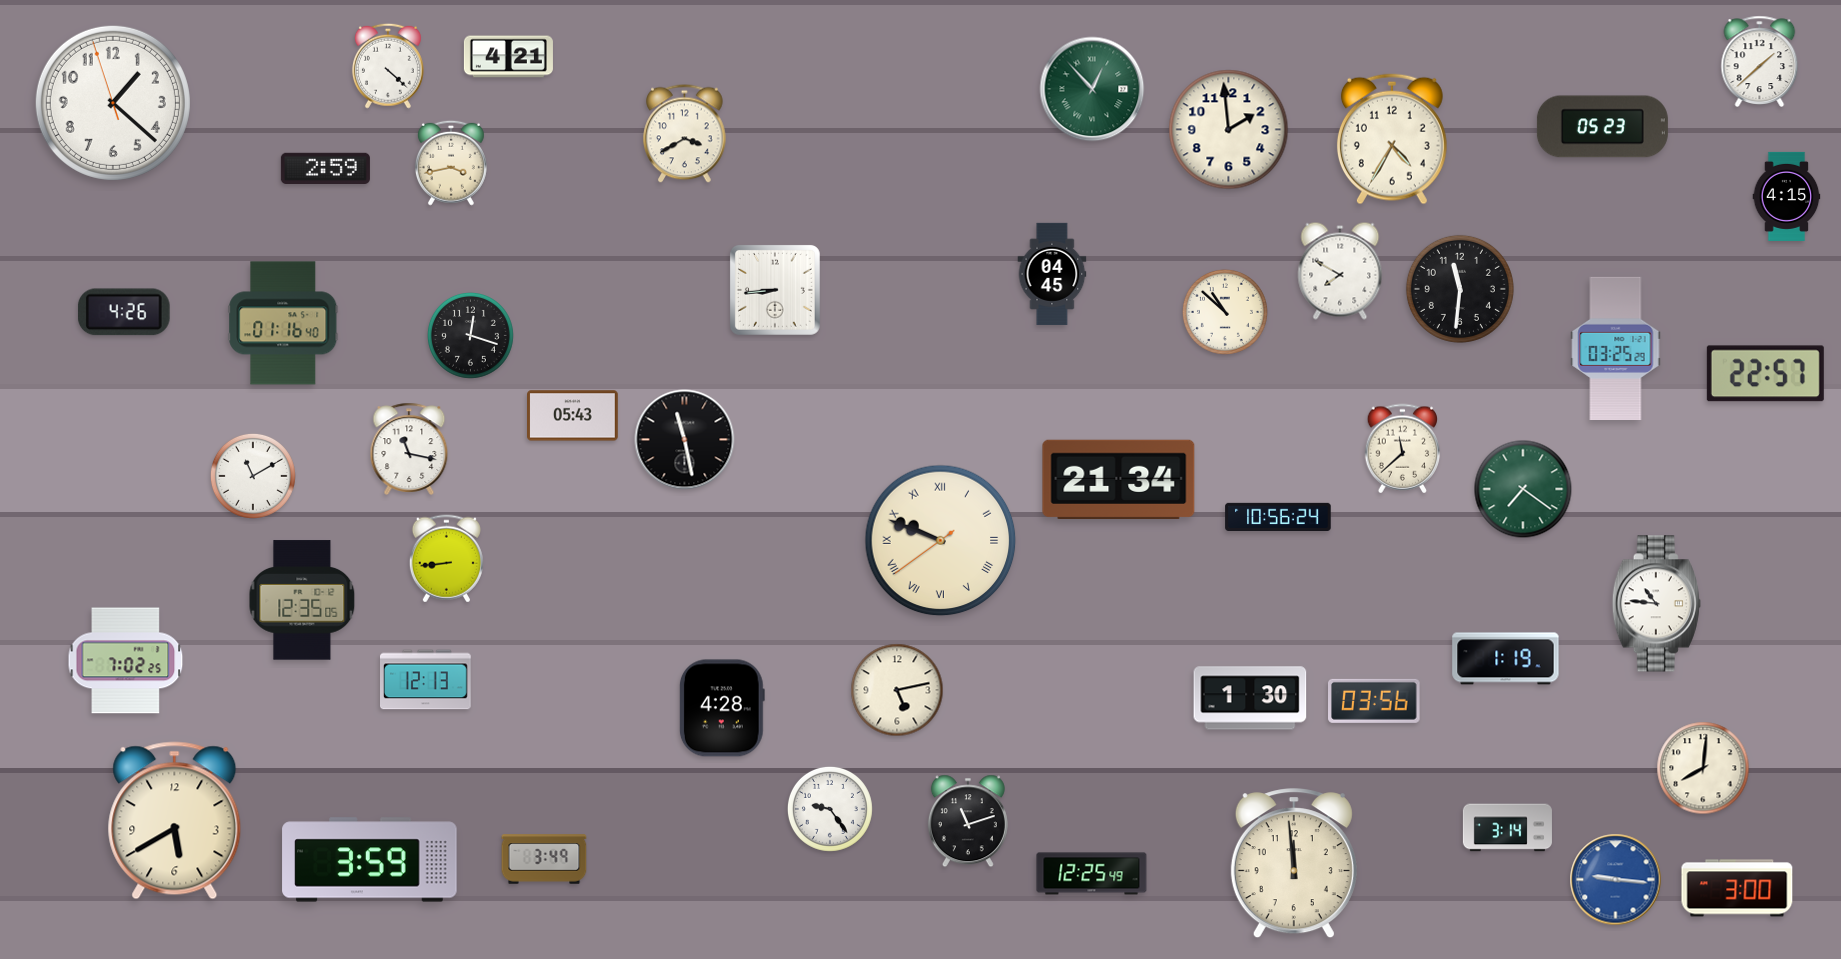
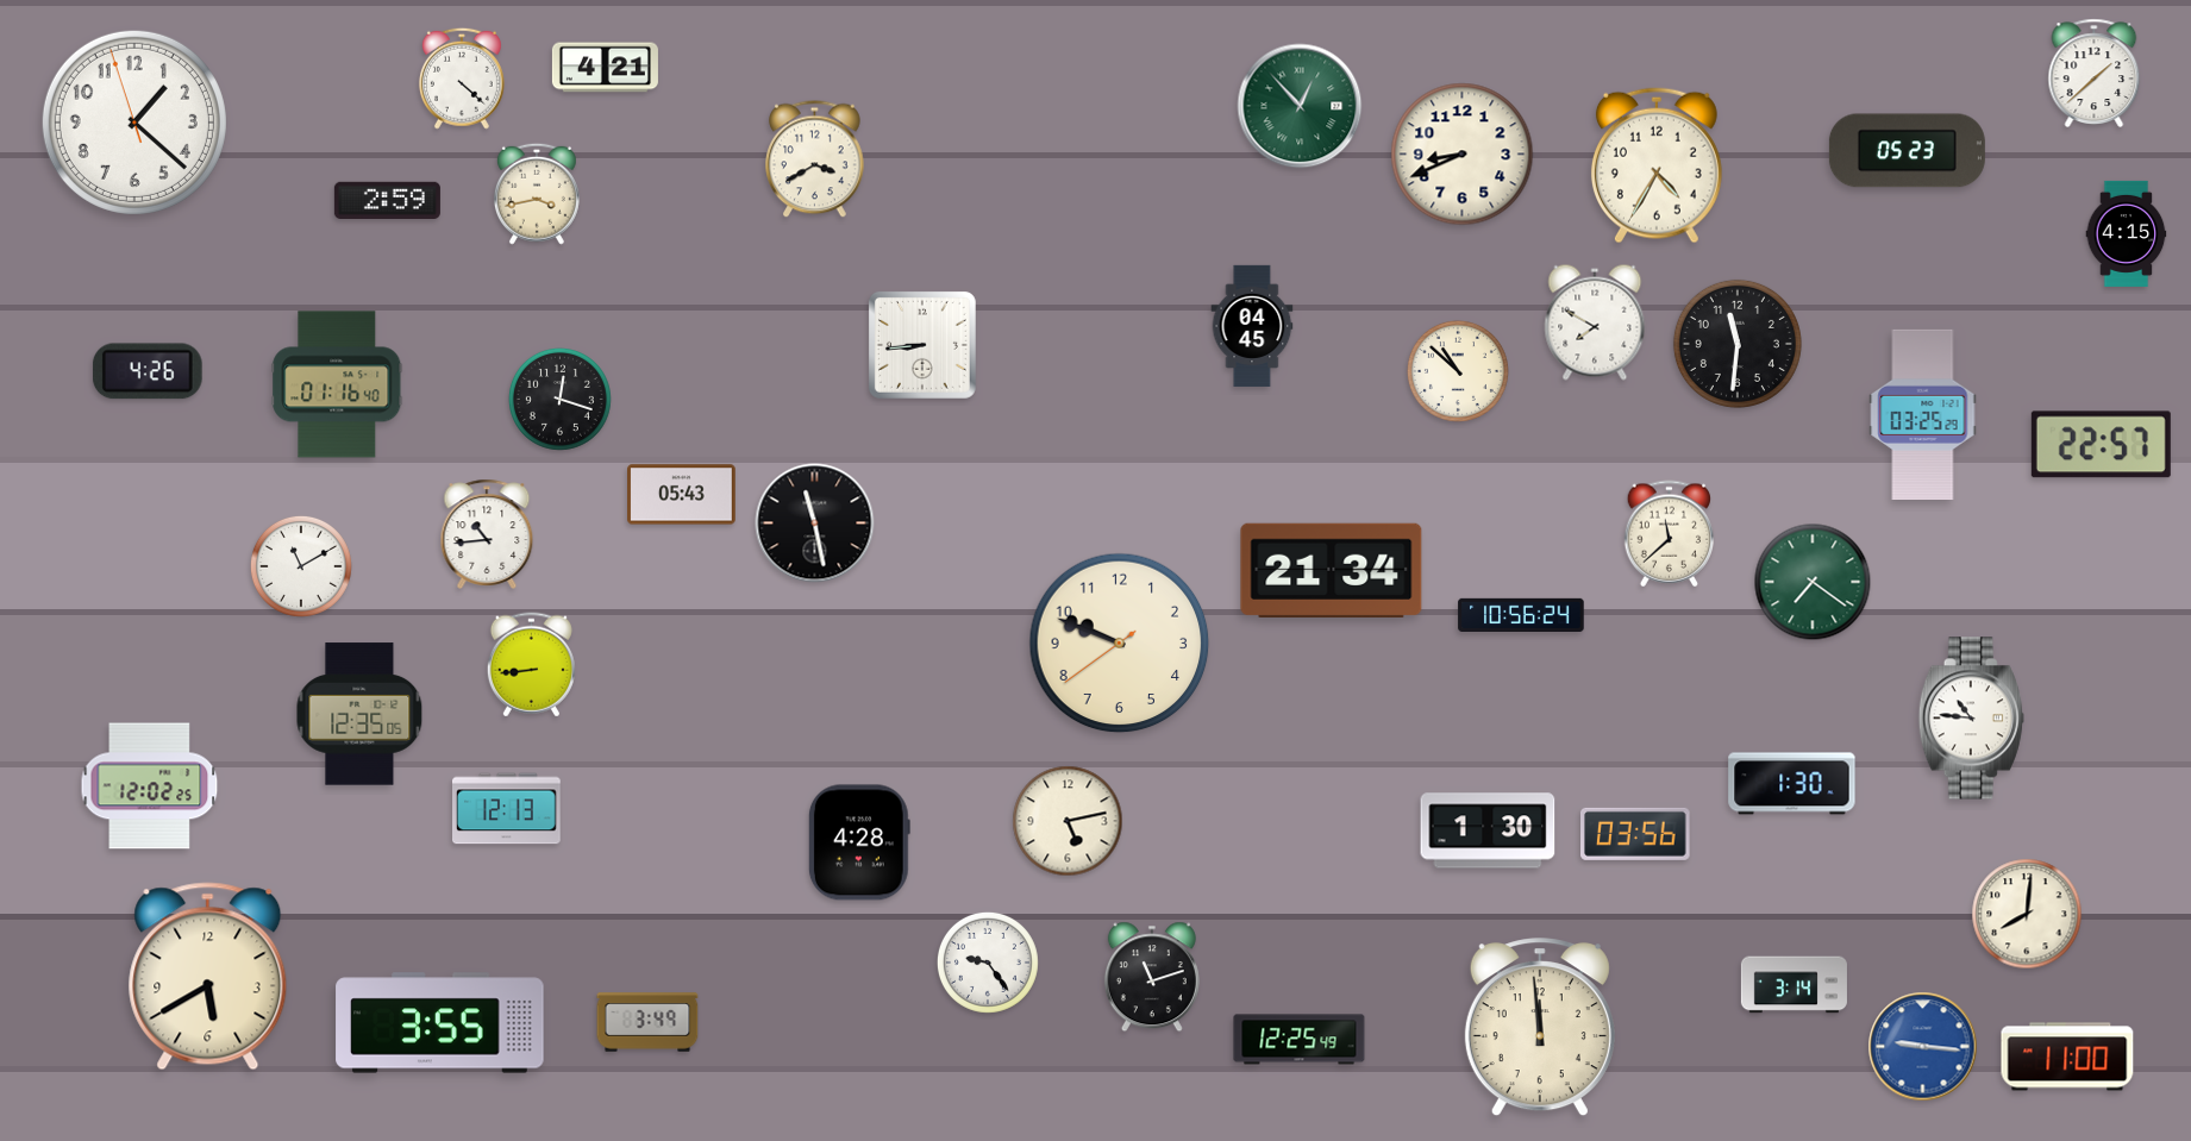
clock at (1229, 130): 1:59 -> 8:41
clock at (409, 448): 11:17 -> 10:44
clock at (941, 541) numerals: Roman -> Arabic
clock at (1506, 659): 1:19 -> 1:30
clock at (126, 661): 7:02 -> 12:02
clock at (370, 860): 3:59 -> 3:55
clock at (1737, 888): 3:00 -> 11:00
